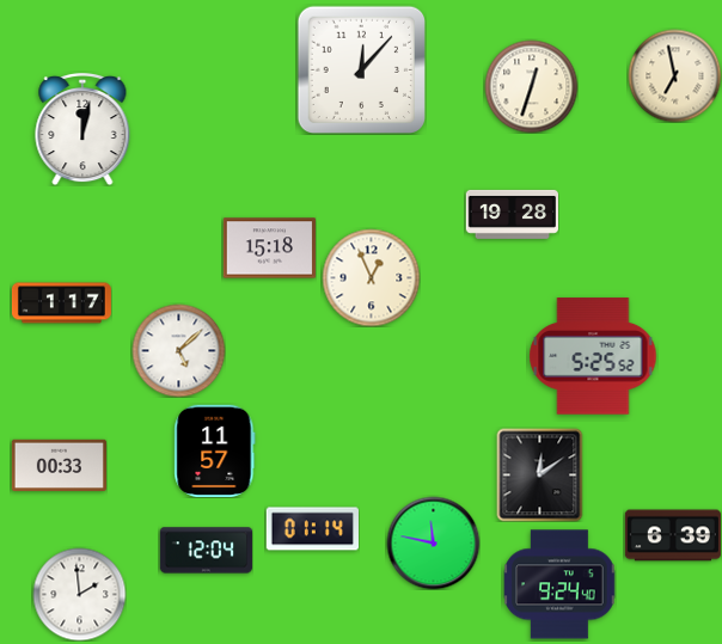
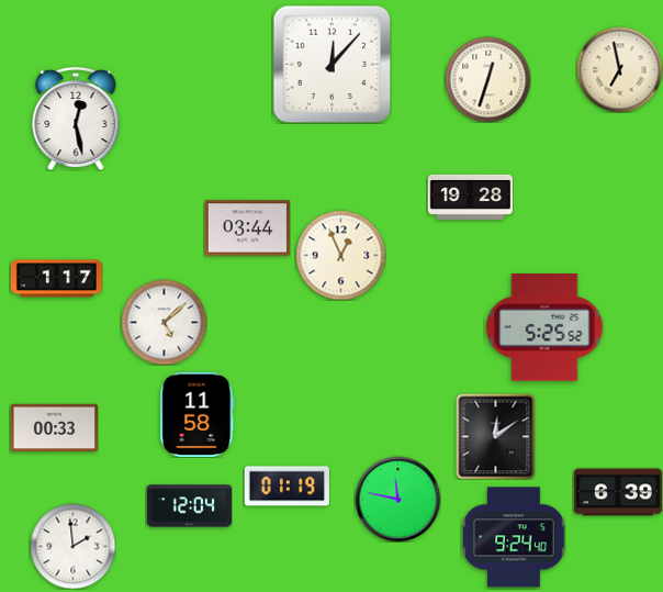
clock at (82, 129): 12:02 -> 12:28
clock at (269, 249): 15:18 -> 03:44
clock at (215, 450): 11:57 -> 11:58
clock at (312, 529): 01:14 -> 01:19
